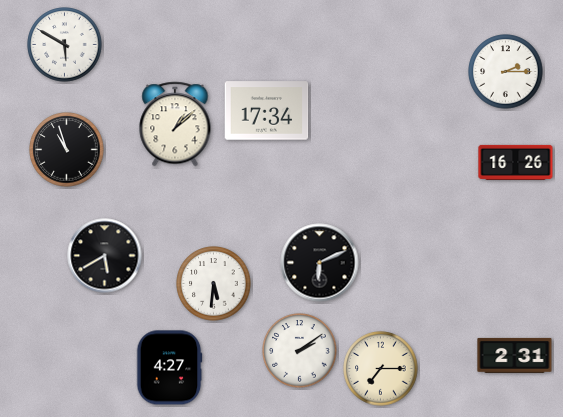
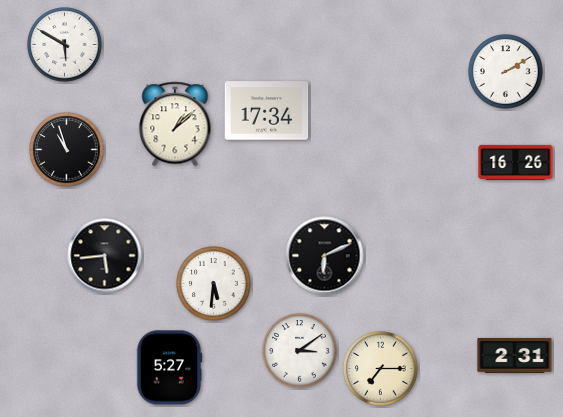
clock at (506, 72): 2:15 -> 2:10
clock at (105, 256): 5:40 -> 5:44
clock at (320, 263) position: (320, 263) -> (325, 256)
clock at (300, 351): 2:09 -> 3:09
clock at (169, 368): 4:27 -> 5:27
